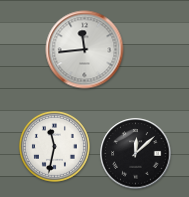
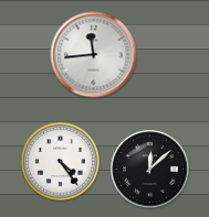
clock at (54, 146): 11:32 -> 4:24
